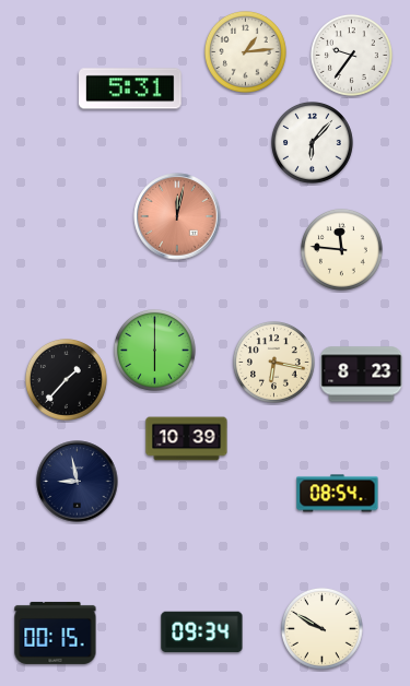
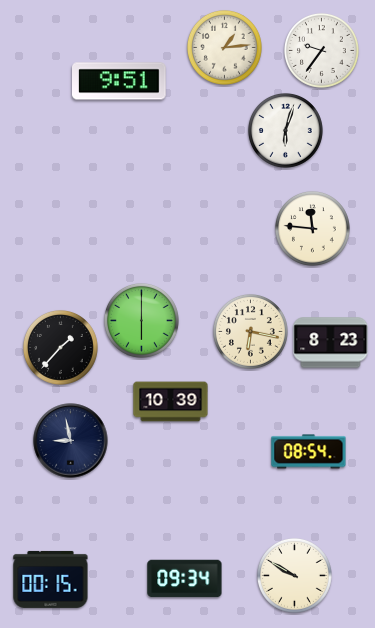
clock at (131, 88): 5:31 -> 9:51
clock at (312, 142): 6:07 -> 6:03
clock at (177, 216): 12:02 -> none
